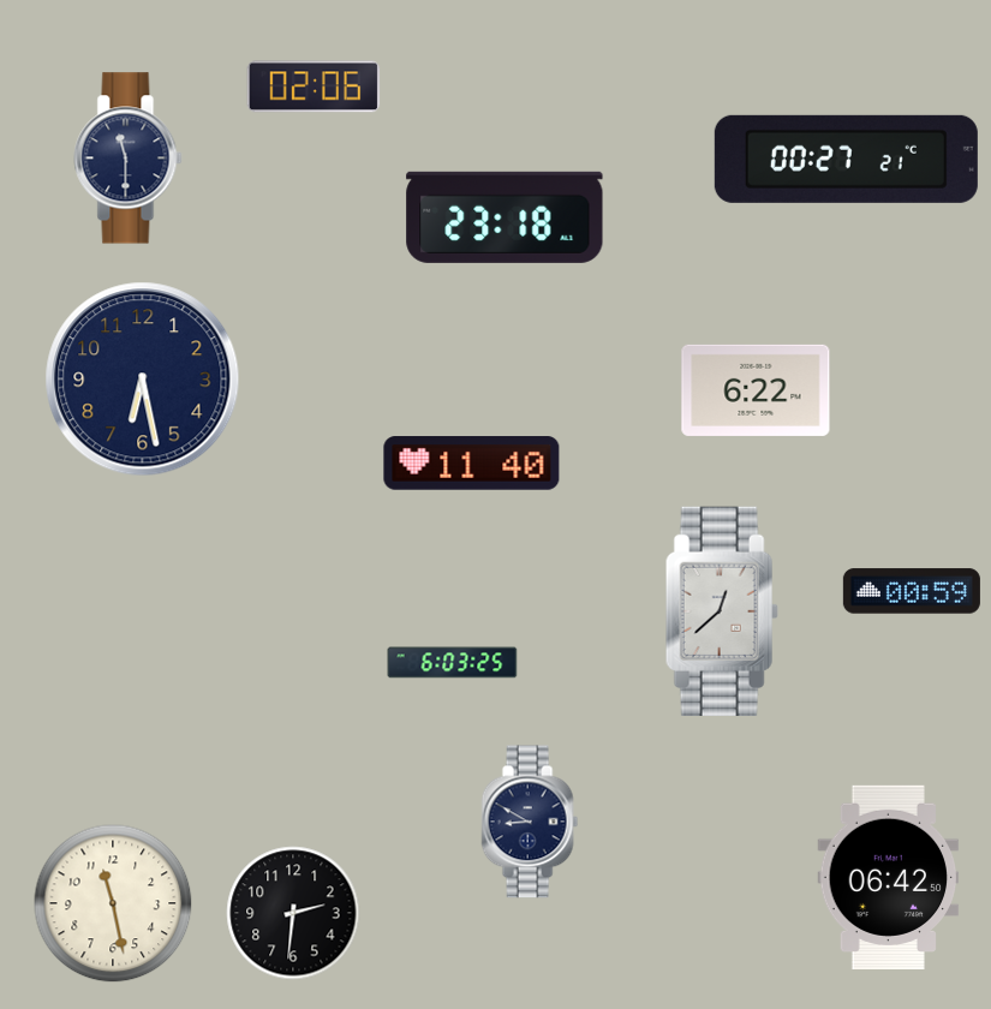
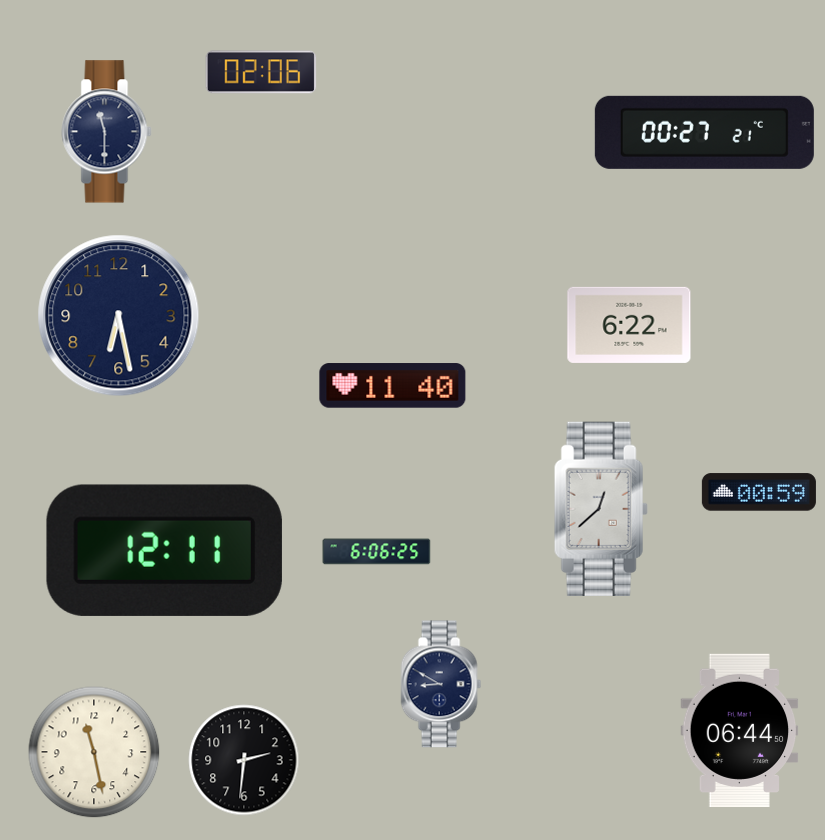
clock at (505, 217): 23:18 -> none
clock at (164, 550): none -> 12:11
clock at (453, 663): 6:03 -> 6:06
clock at (889, 877): 06:42 -> 06:44
